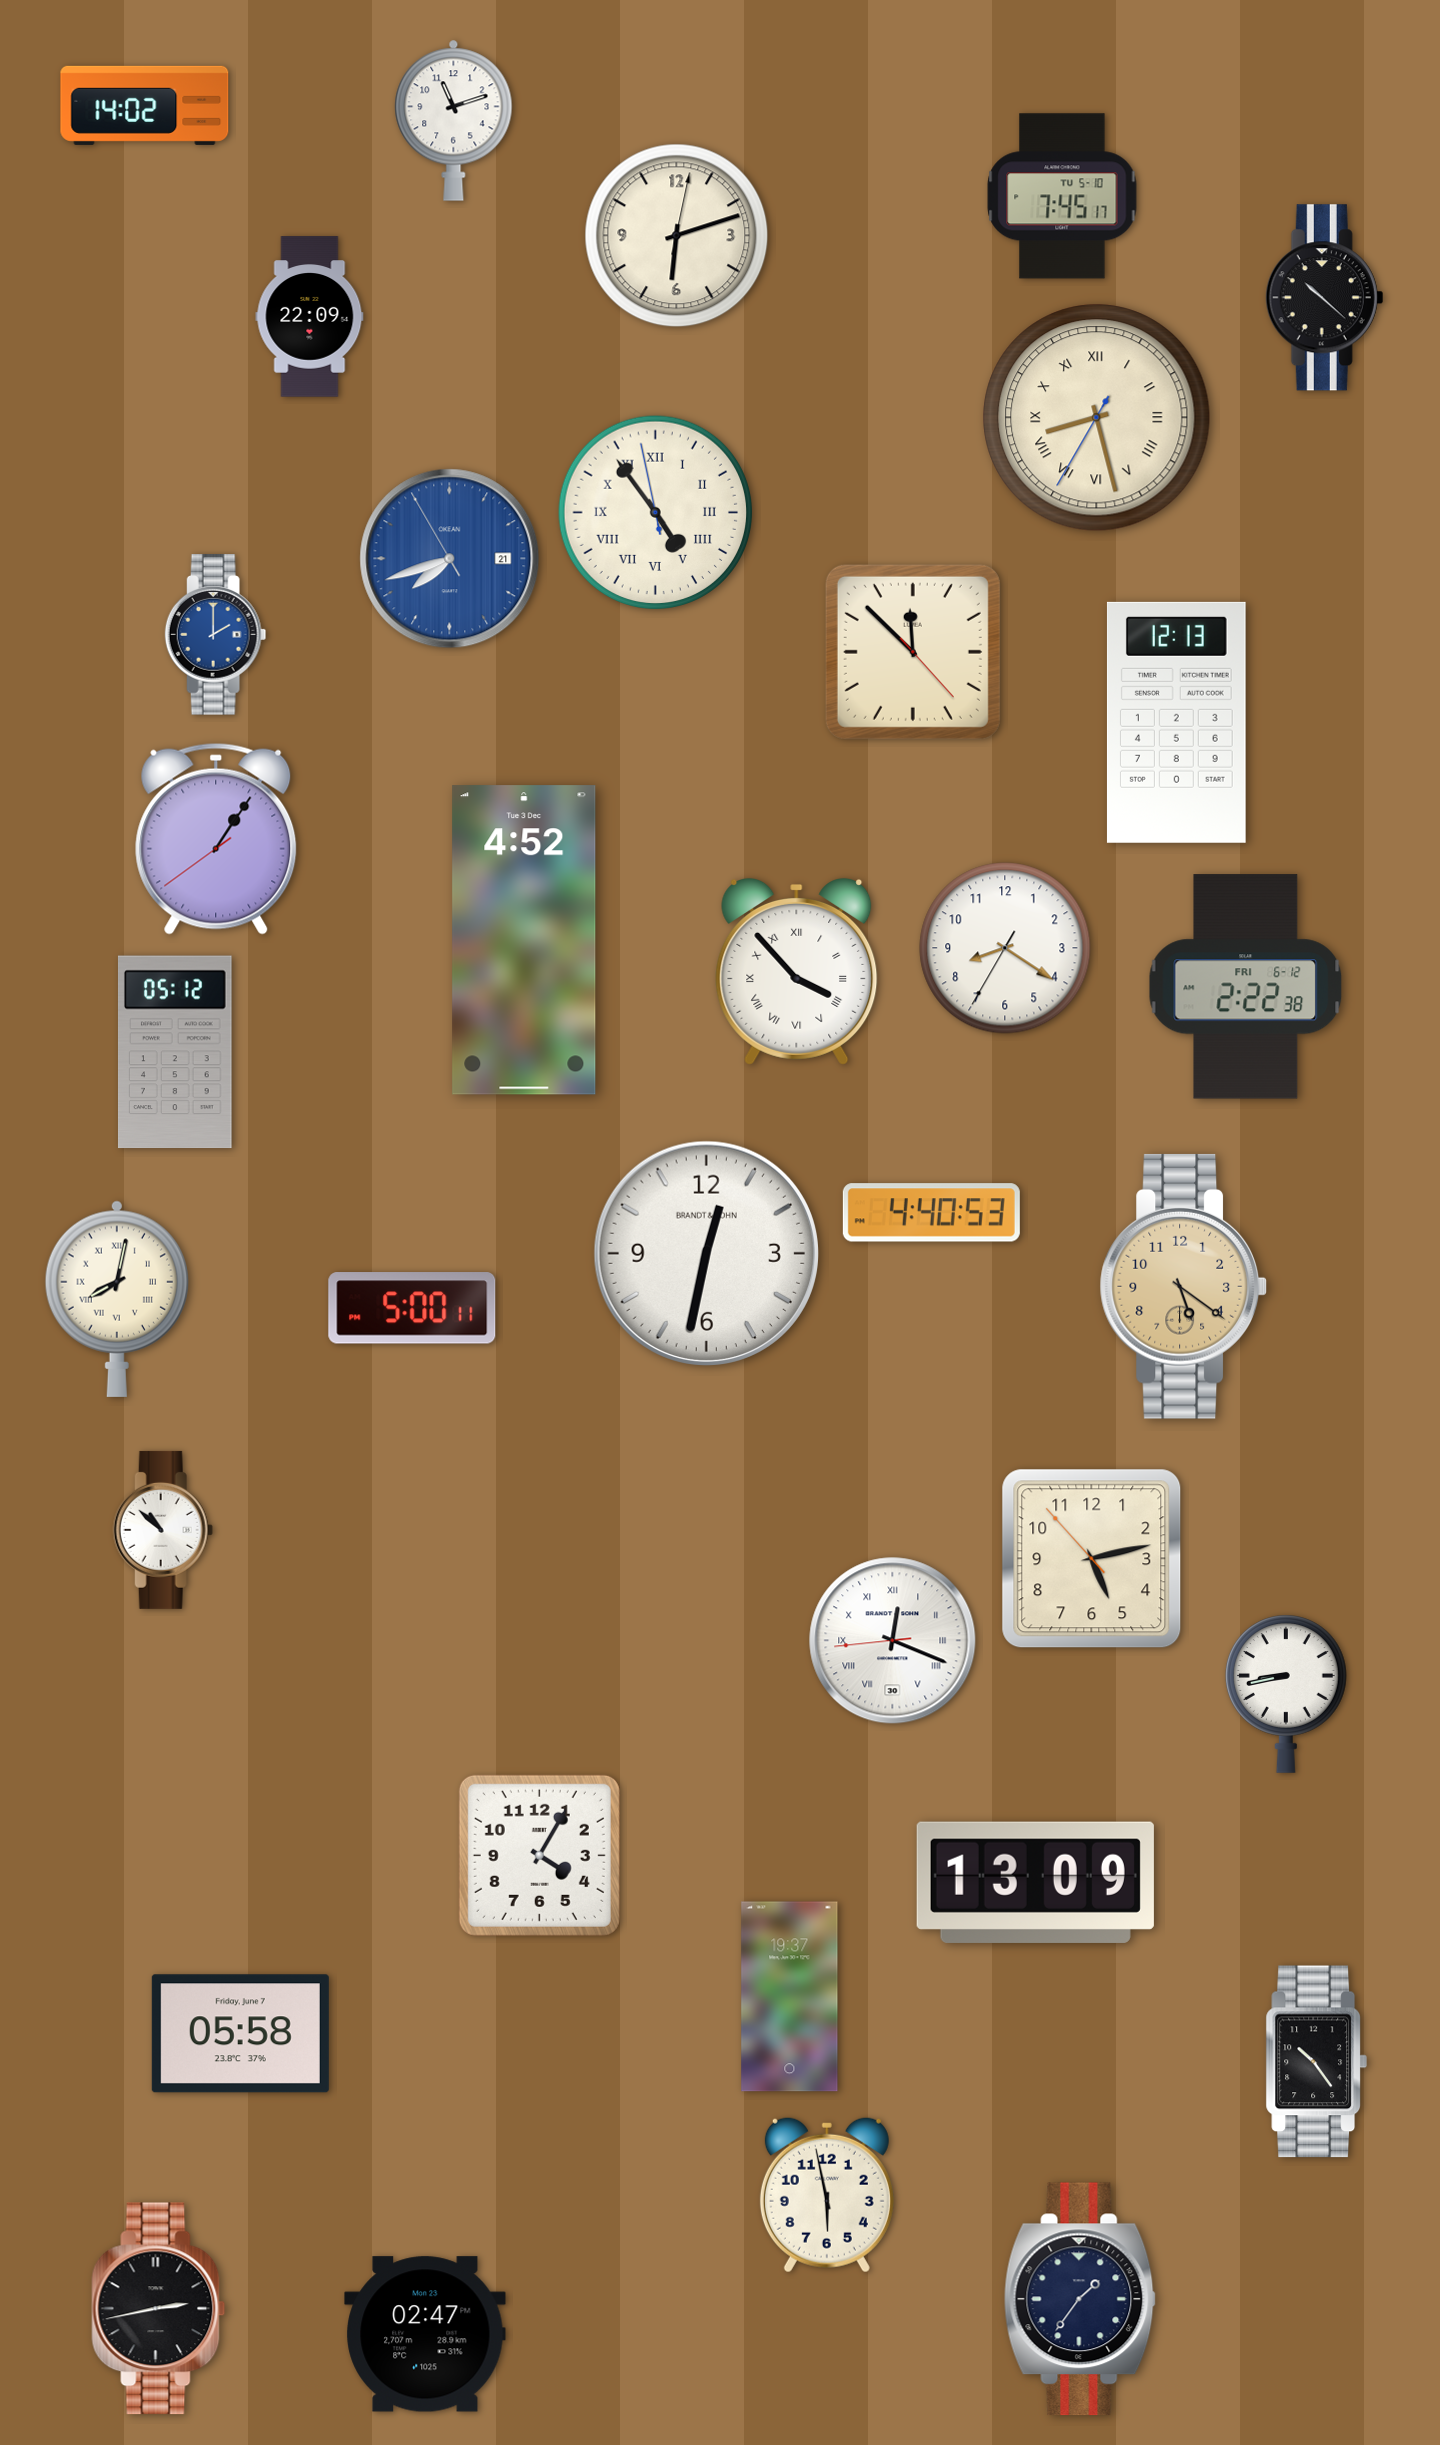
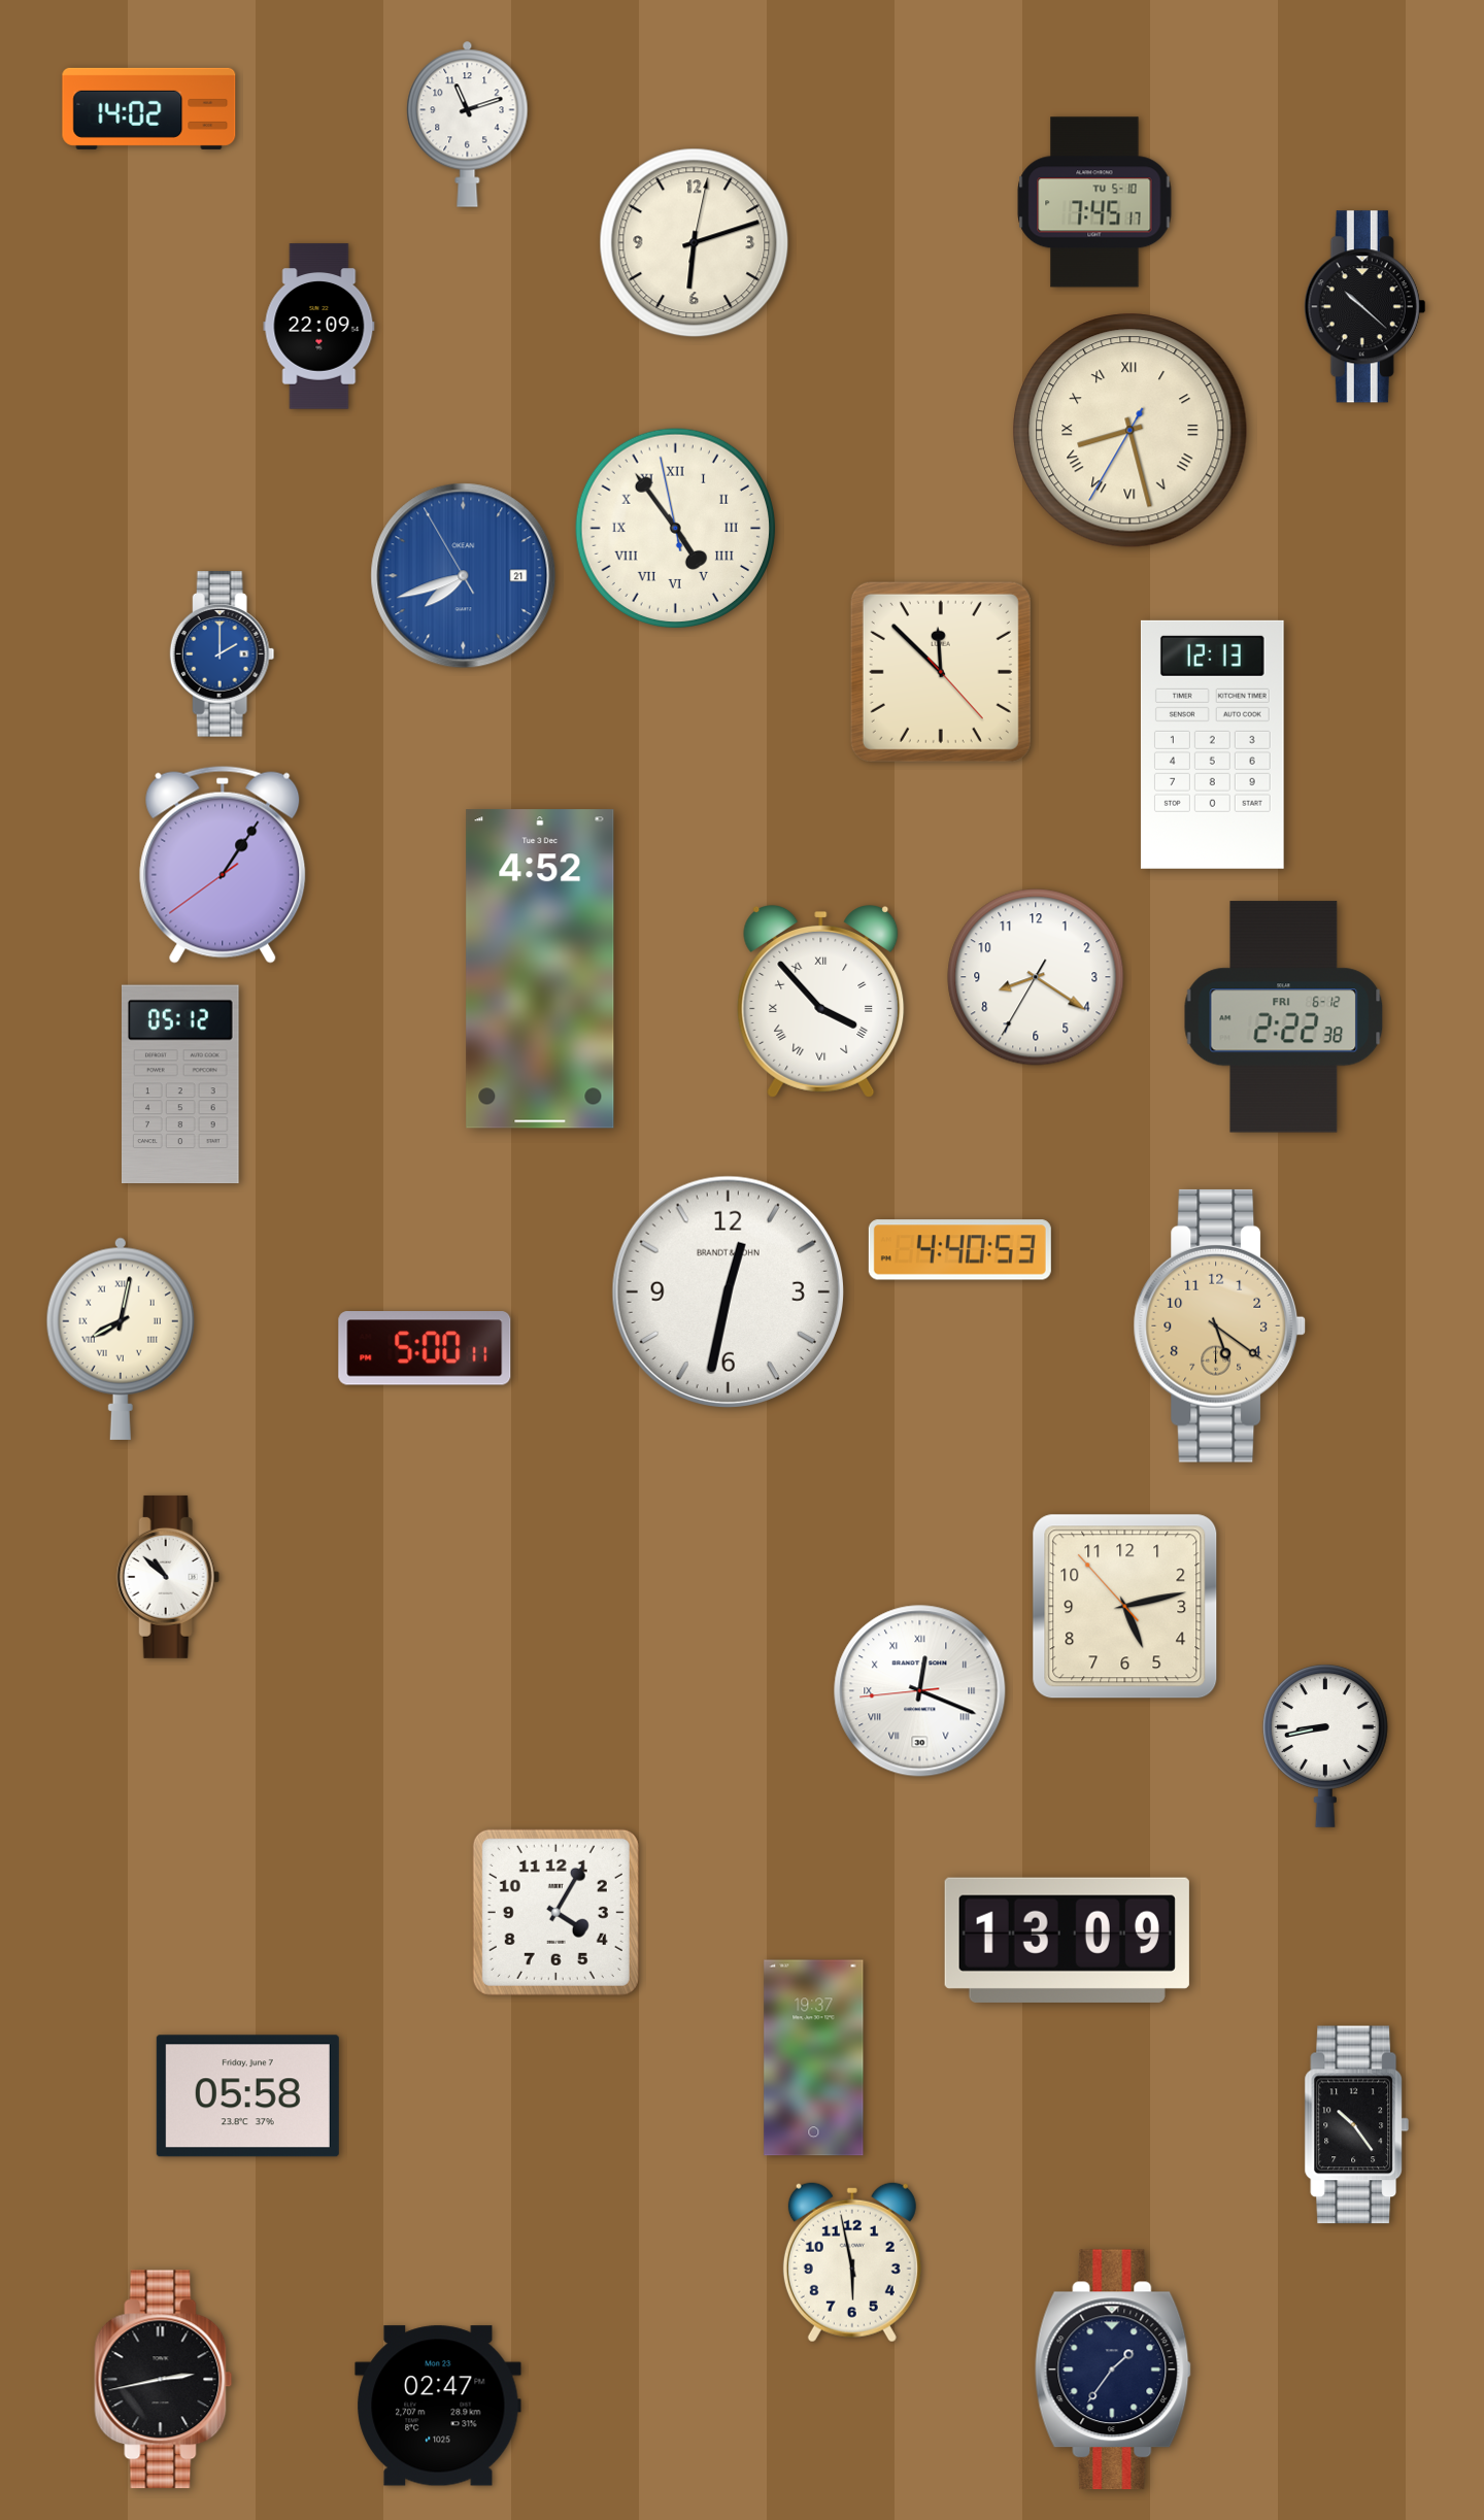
clock at (677, 236) position: (677, 236) -> (695, 243)
